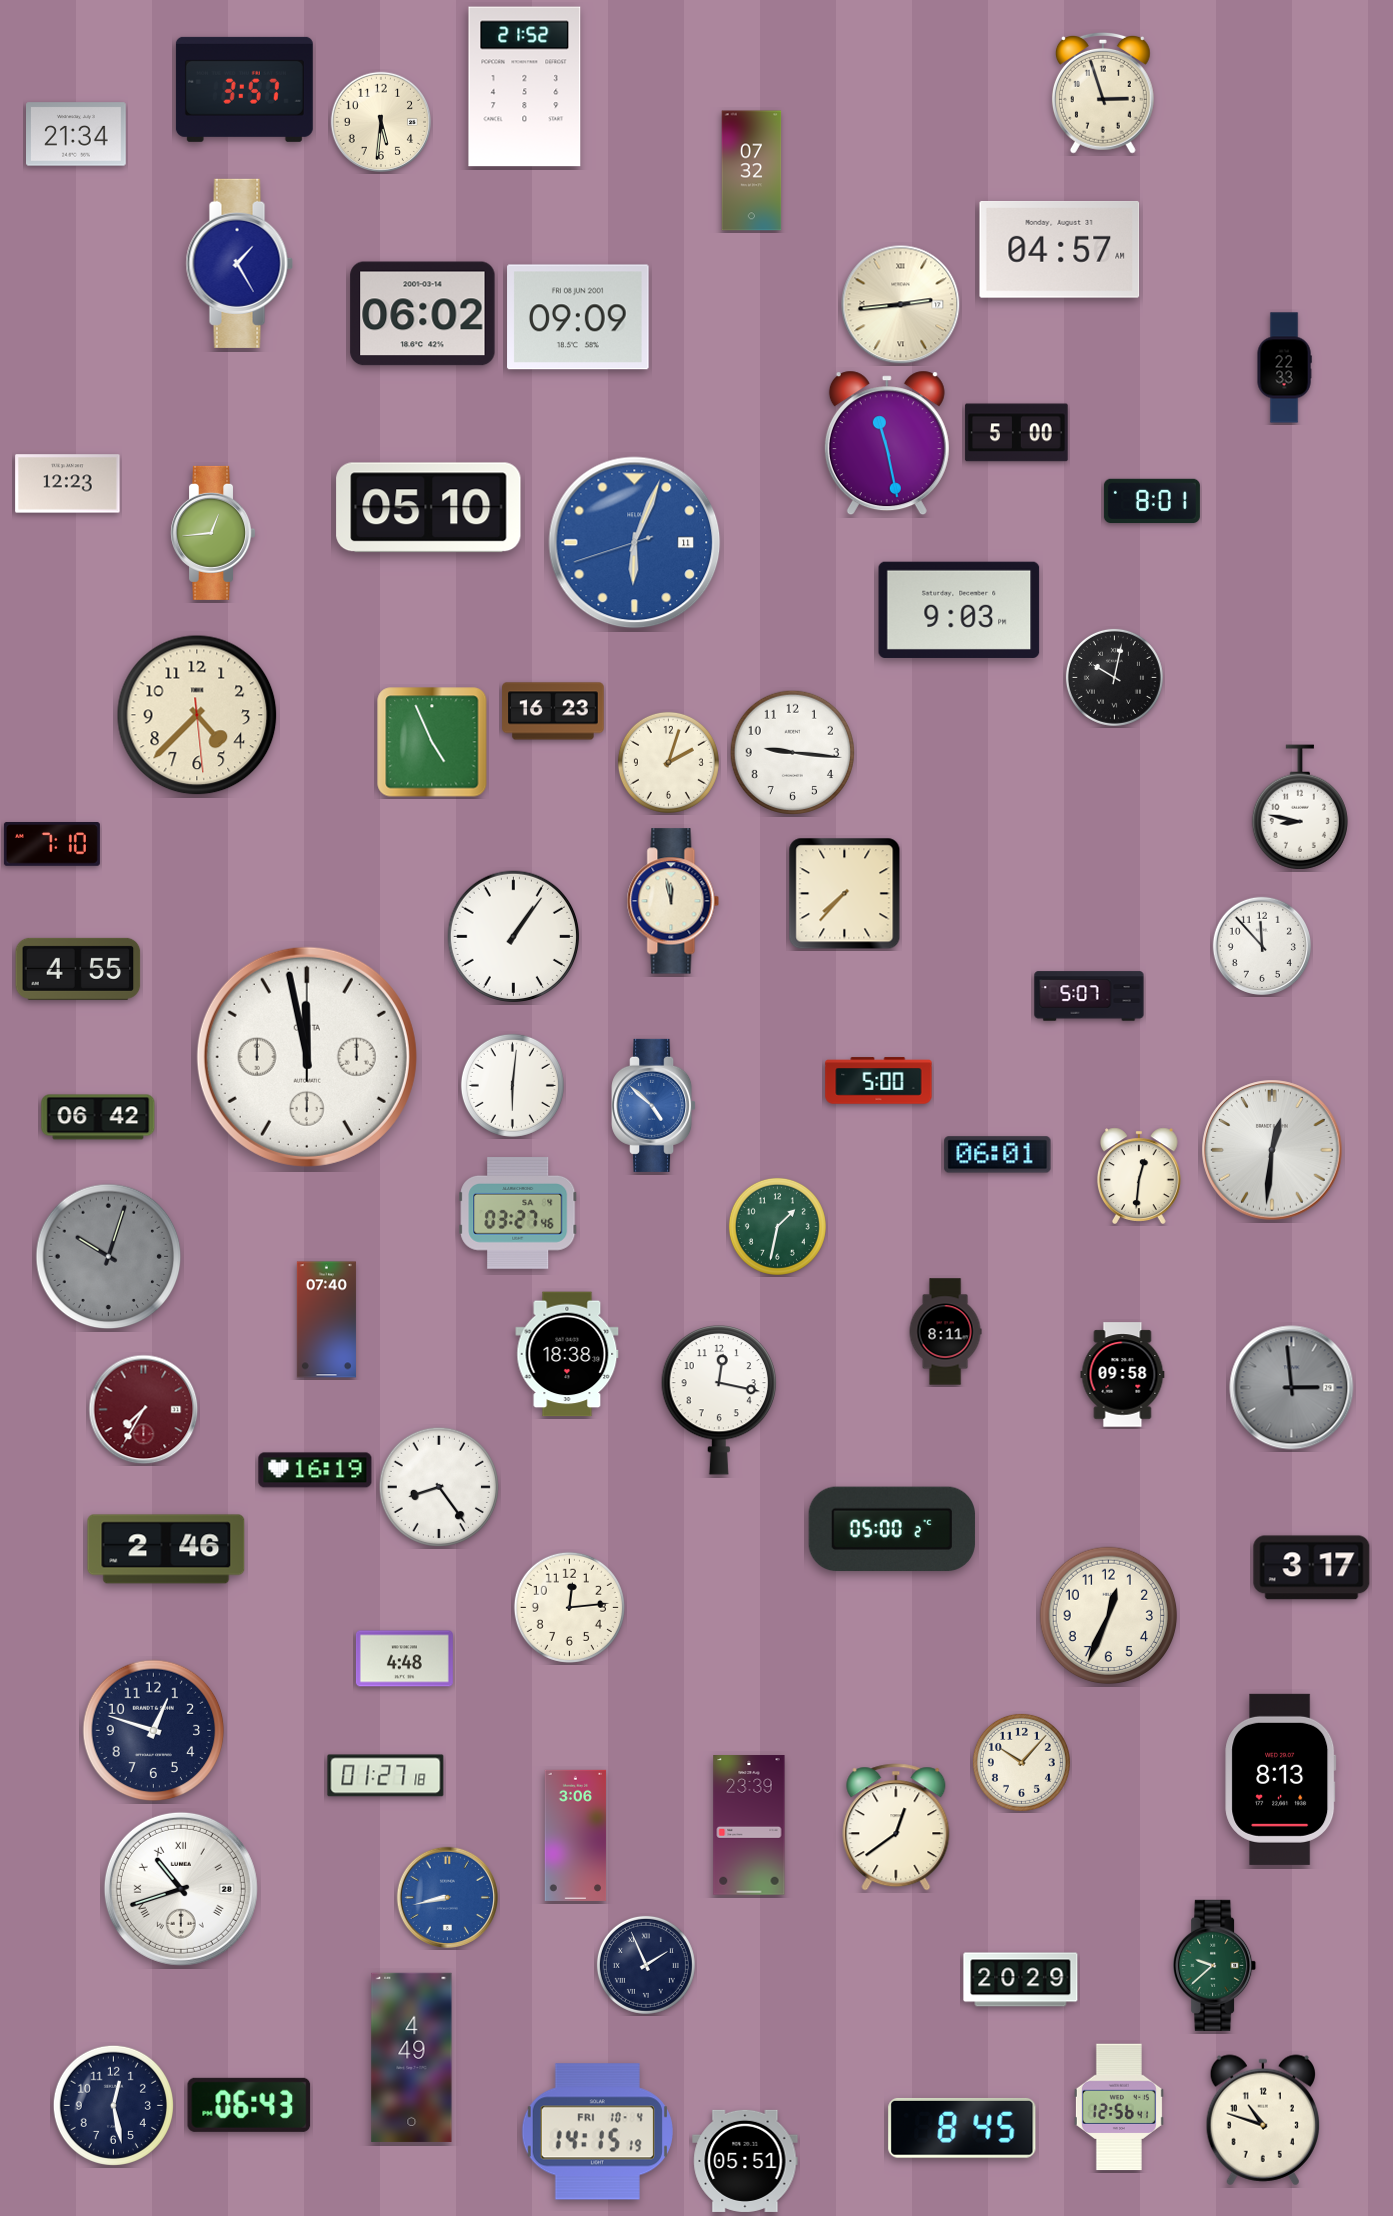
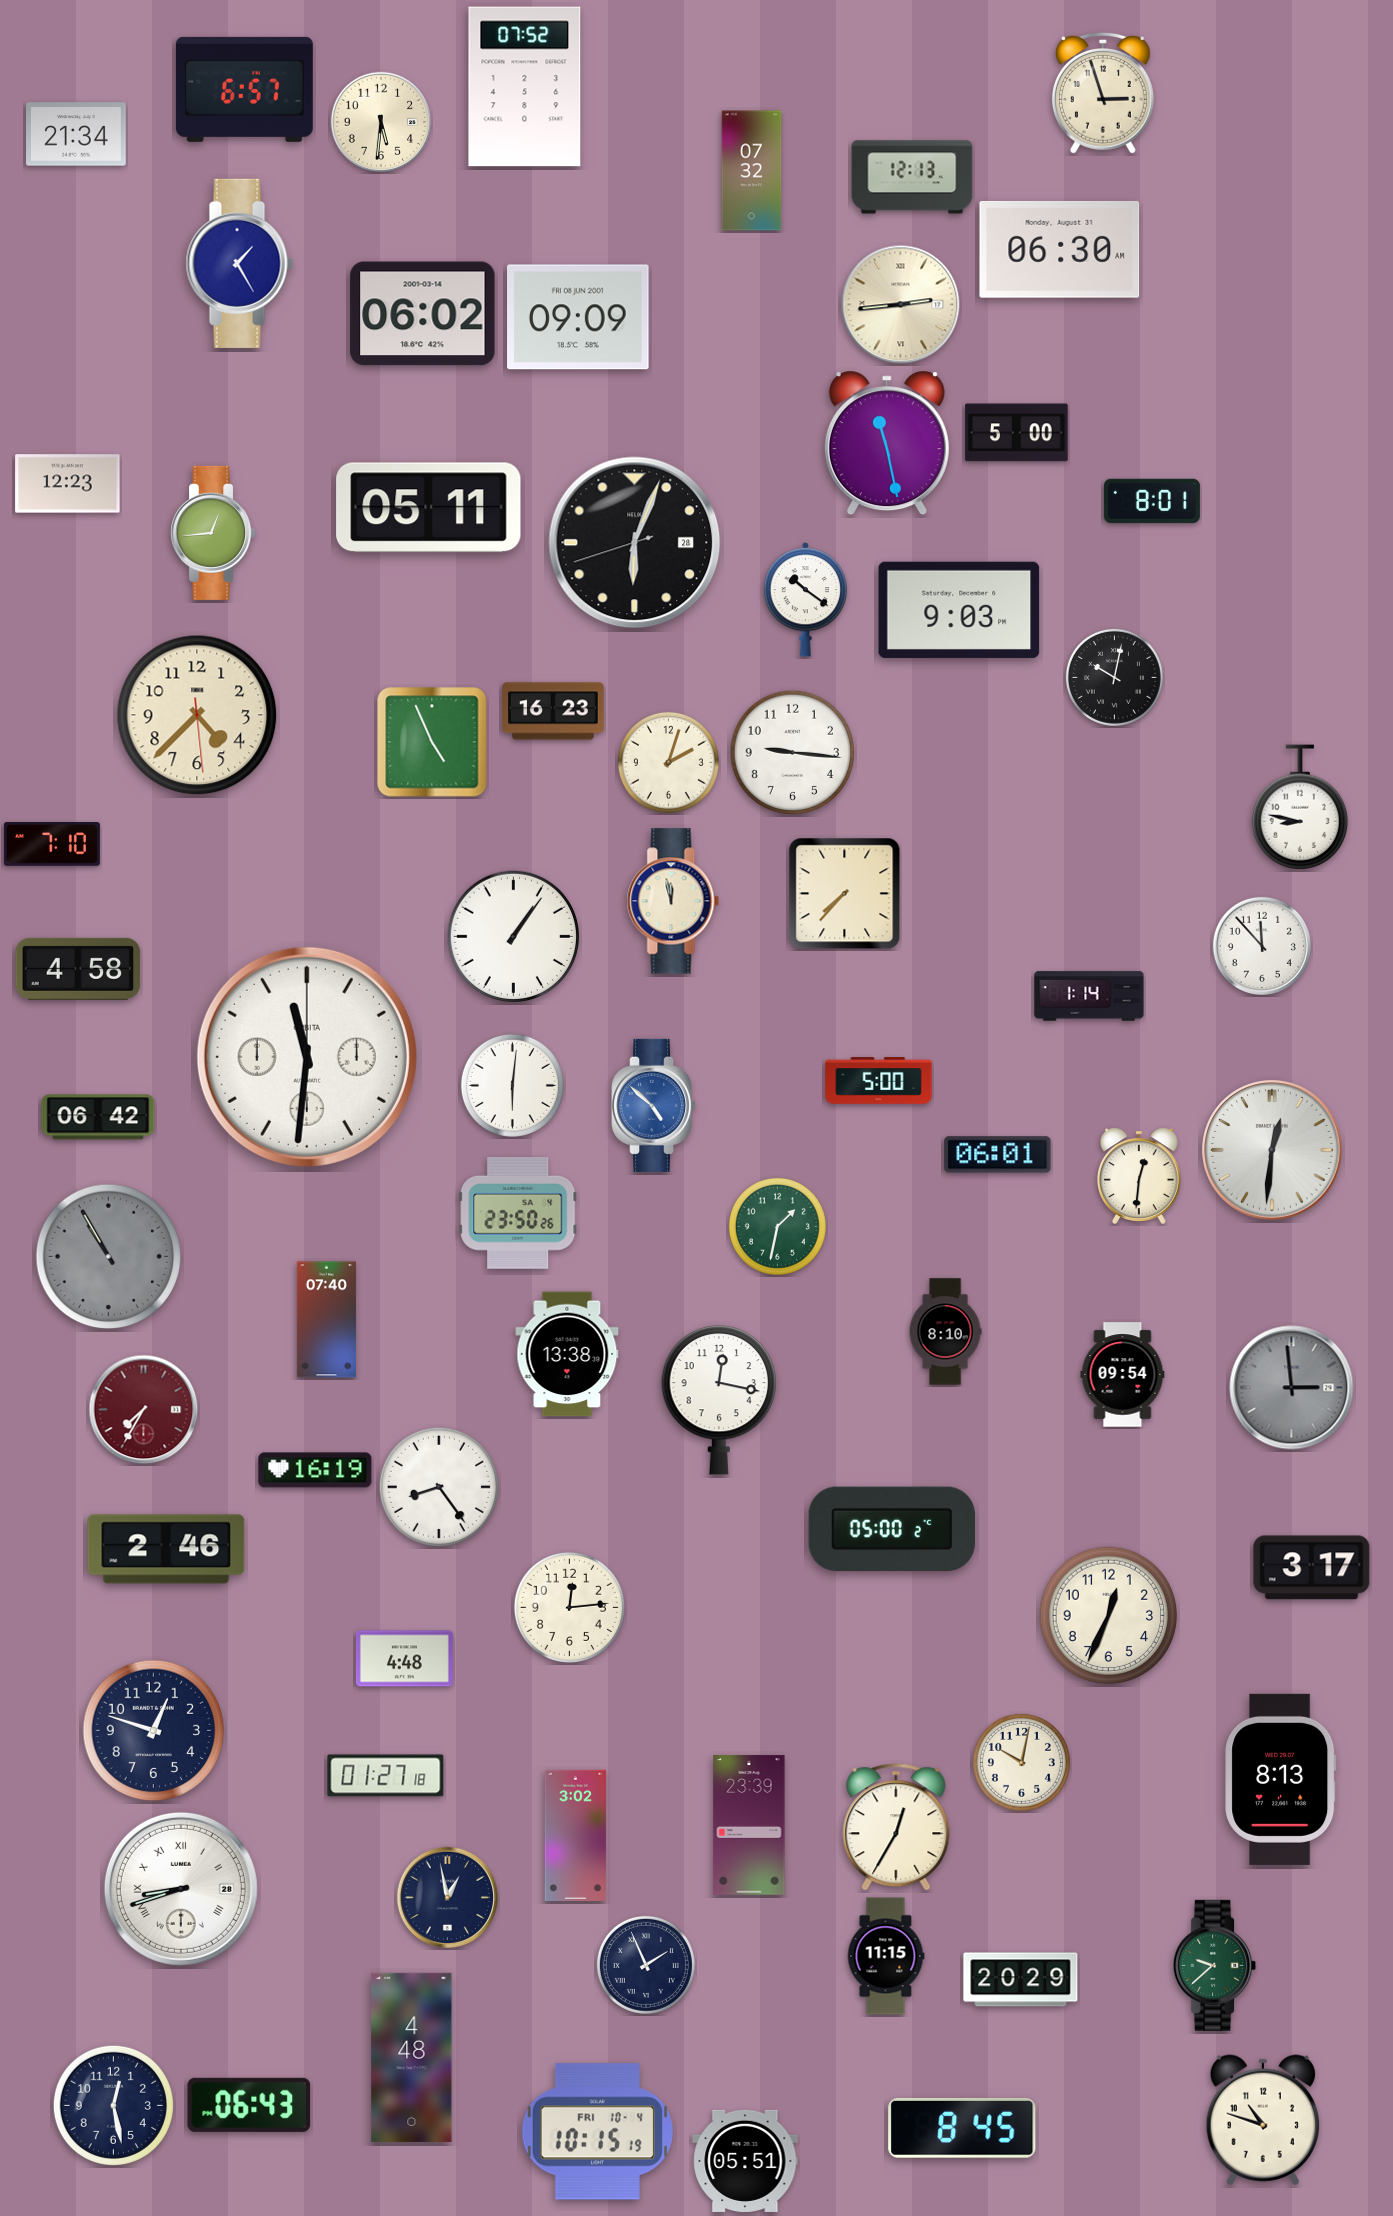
clock at (525, 87): 21:52 -> 07:52
clock at (244, 89): 3:57 -> 6:57
clock at (912, 177): none -> 12:13
clock at (1060, 249): 04:57 -> 06:30
clock at (1284, 368): 22:33 -> none
clock at (429, 508): 05:10 -> 05:11
clock at (635, 543) date: 11 -> 28
clock at (635, 543) dial: blue -> black
clock at (806, 600): none -> 10:21
clock at (78, 969): 4:55 -> 4:58
clock at (1089, 996): 5:07 -> 1:14
clock at (307, 1057): 11:58 -> 11:31
clock at (518, 1213): 03:27 -> 23:50
clock at (109, 1257): 10:03 -> 10:55
clock at (945, 1332): 8:11 -> 8:10
clock at (567, 1354): 18:38 -> 13:38
clock at (1123, 1375): 09:58 -> 09:54
clock at (1021, 1762): 10:07 -> 10:02
clock at (896, 1827): 12:39 -> 12:35
clock at (576, 1835): 3:06 -> 3:02
clock at (181, 1889): 10:42 -> 8:42
clock at (448, 1898): 8:43 -> 12:58
clock at (448, 1898) dial: blue -> navy
clock at (886, 1956): none -> 11:15
clock at (412, 2057): 4:49 -> 4:48
clock at (1119, 2107): 12:56 -> none
clock at (597, 2132): 14:15 -> 10:15
